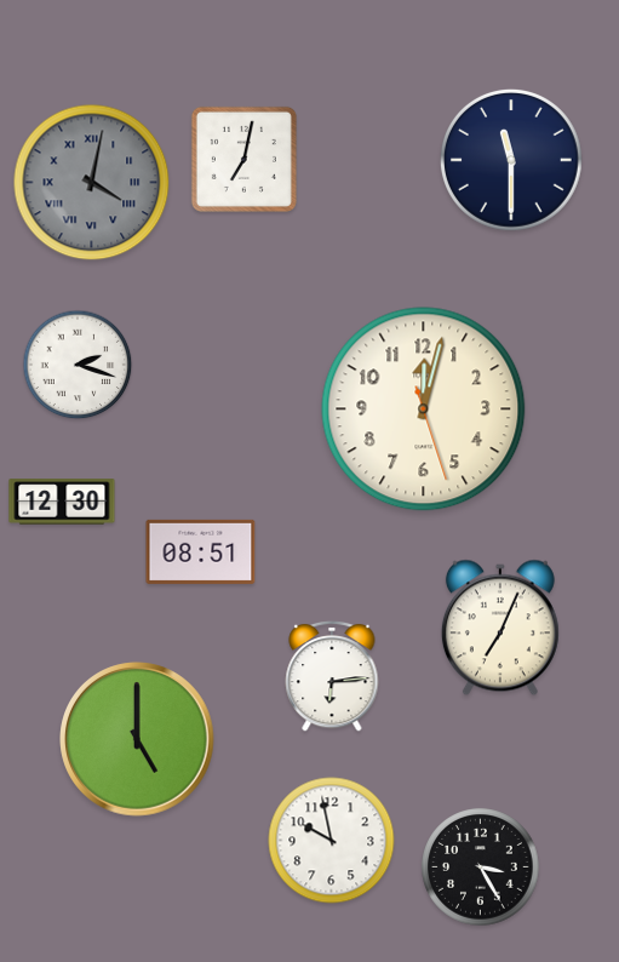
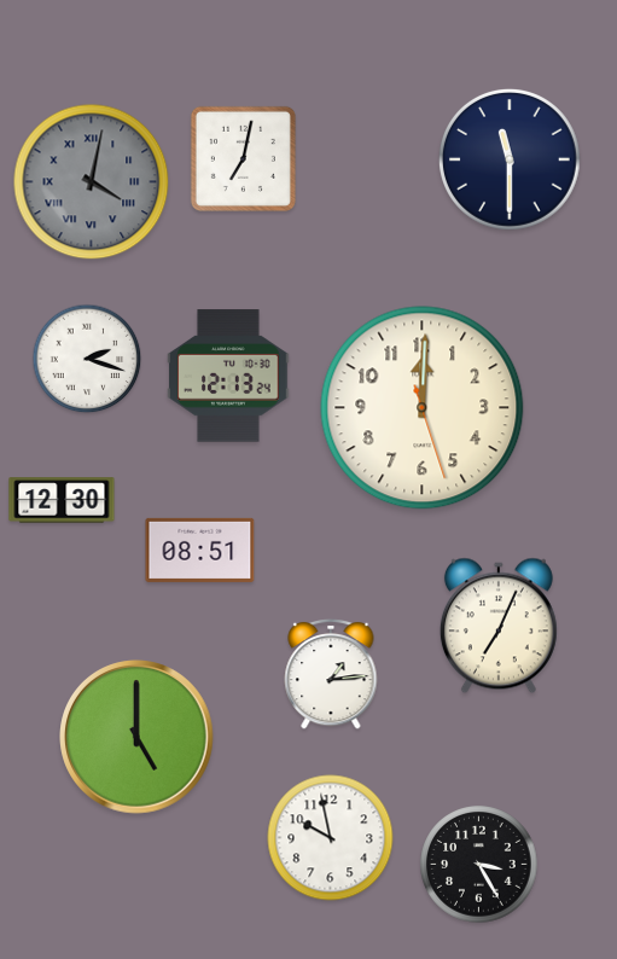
clock at (78, 365) position: (78, 365) -> (87, 359)
clock at (228, 376): none -> 12:13
clock at (424, 410): 12:02 -> 12:00
clock at (332, 676): 6:14 -> 1:14
